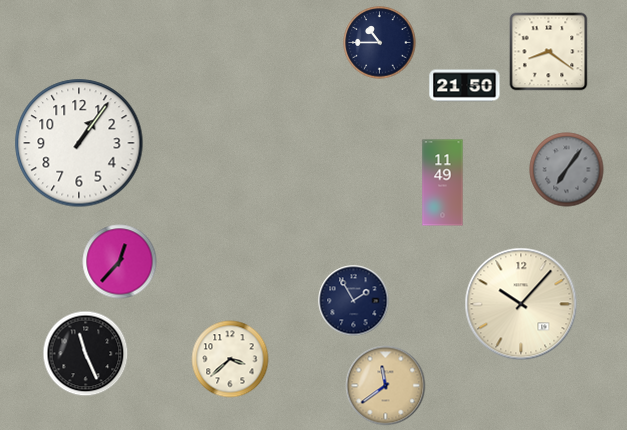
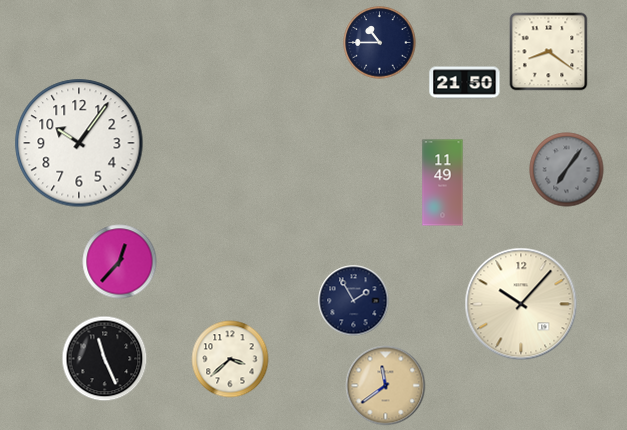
clock at (465, 86) position: (465, 86) -> (465, 83)
clock at (79, 143): 1:06 -> 10:06
clock at (86, 354) position: (86, 354) -> (105, 359)
